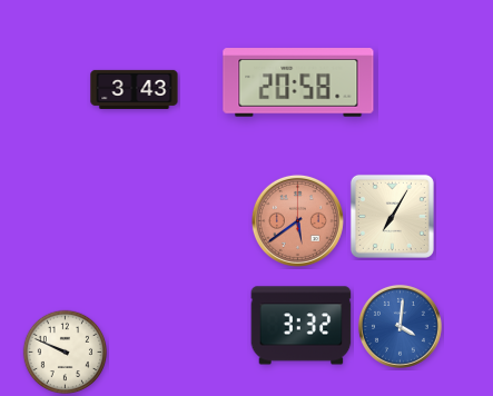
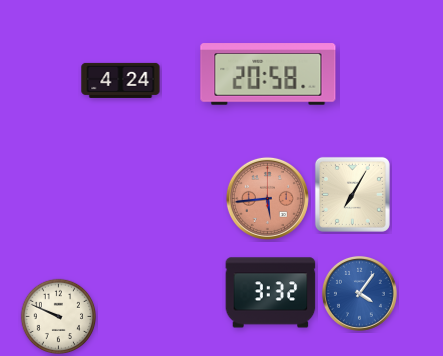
clock at (135, 89): 3:43 -> 4:24
clock at (297, 220): 5:39 -> 5:44
clock at (400, 326): 4:01 -> 4:06
